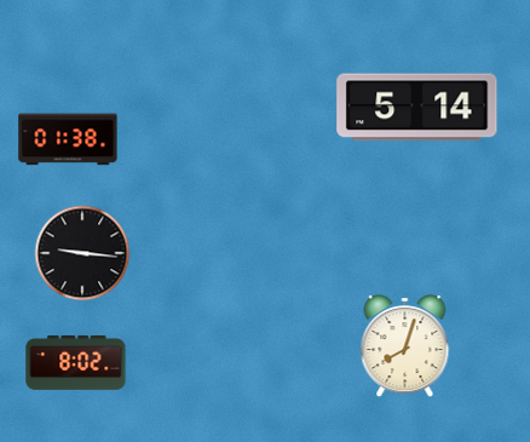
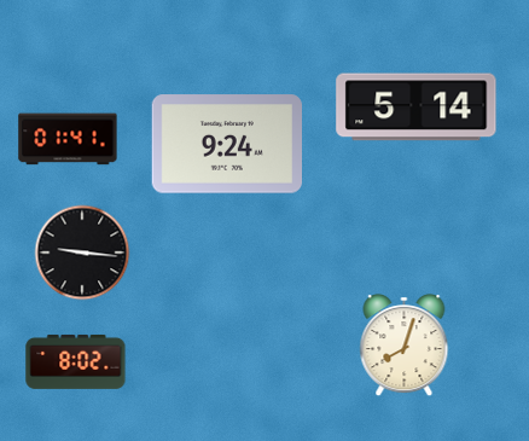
clock at (68, 139): 01:38 -> 01:41
clock at (226, 144): none -> 9:24
